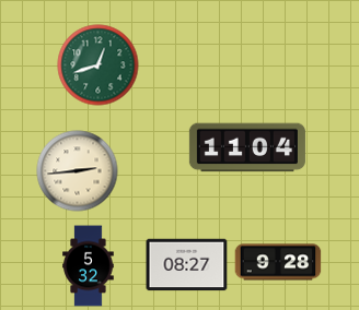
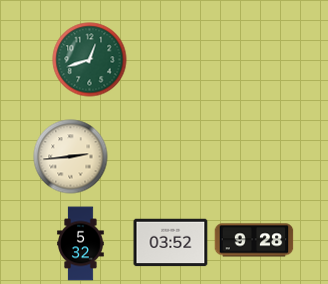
clock at (247, 147): 11:04 -> none
clock at (187, 265): 08:27 -> 03:52
